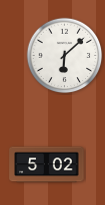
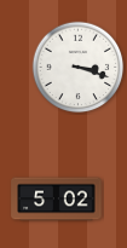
clock at (65, 56): 6:08 -> 3:18
